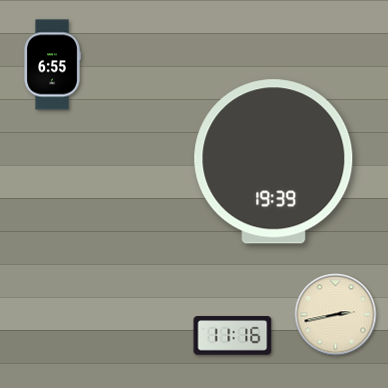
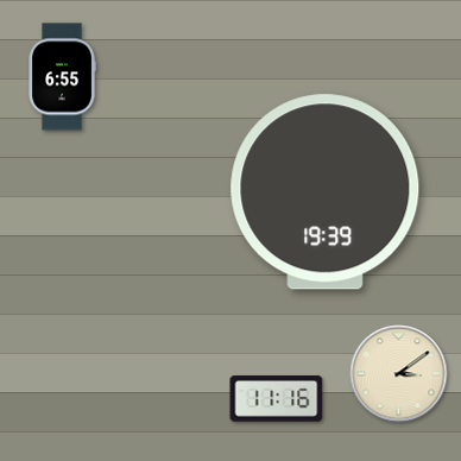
clock at (336, 315): 2:43 -> 3:09
